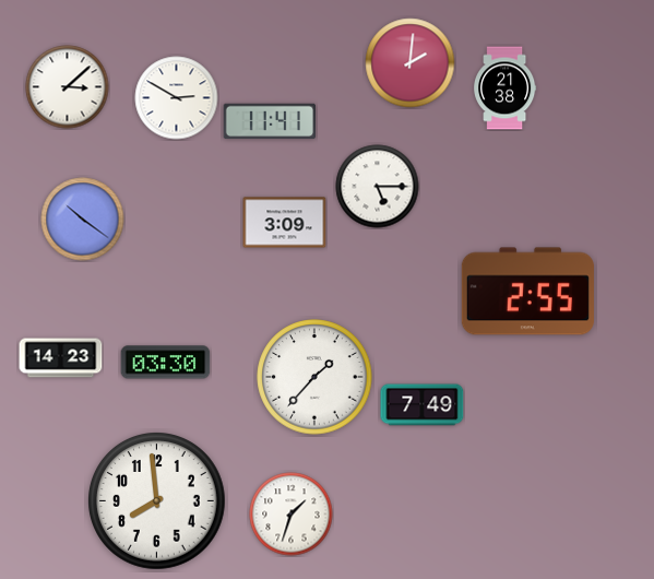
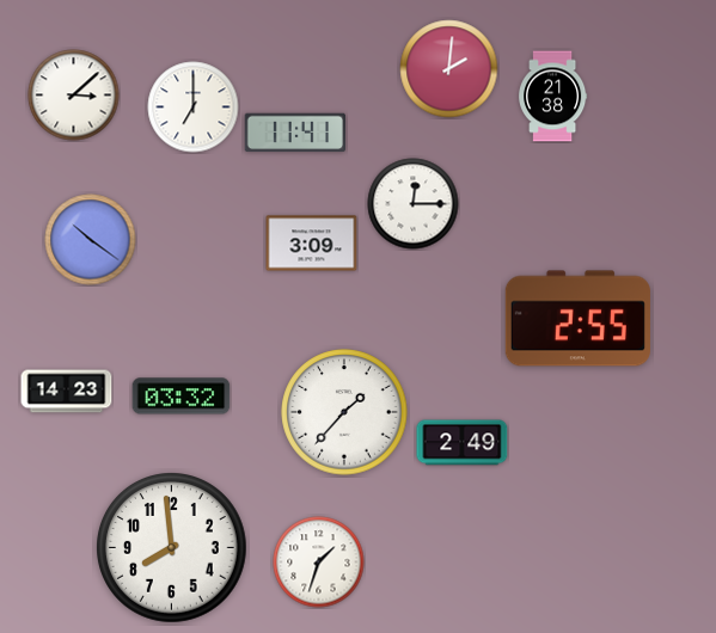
clock at (177, 98): 2:50 -> 7:00
clock at (378, 187): 5:15 -> 12:15
clock at (166, 363): 03:30 -> 03:32
clock at (423, 405): 7:49 -> 2:49
